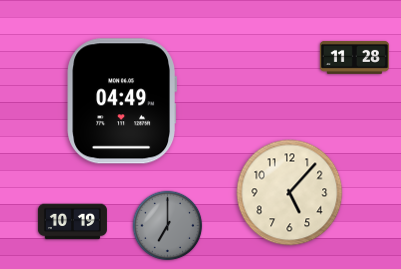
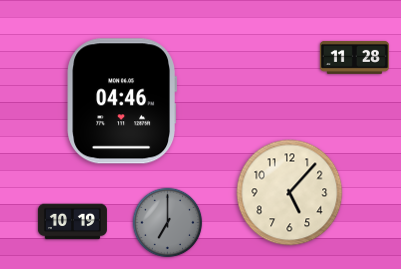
clock at (121, 101): 04:49 -> 04:46
clock at (168, 226) position: (168, 226) -> (168, 223)
